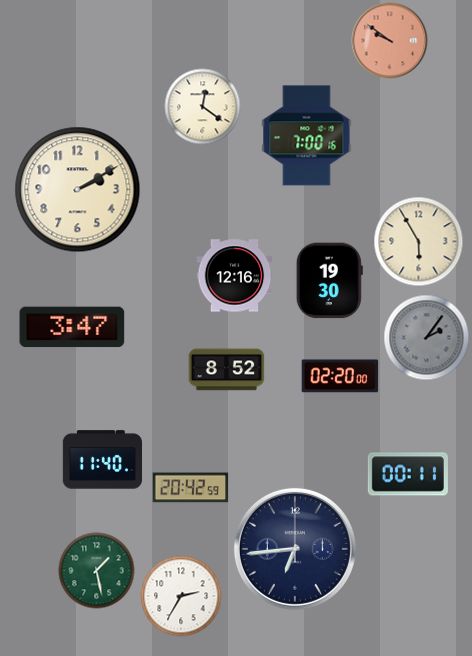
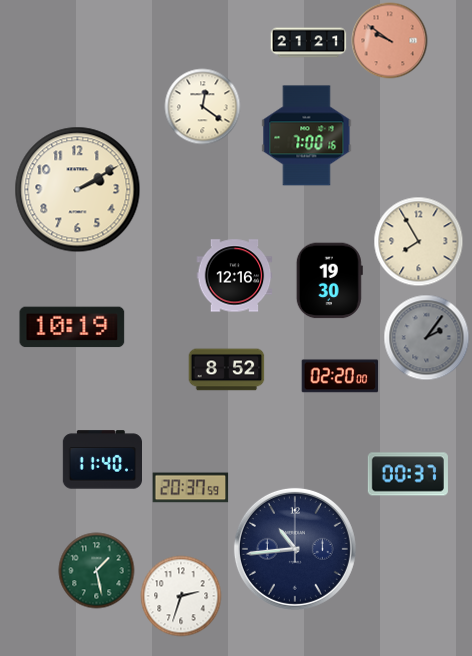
clock at (309, 43): none -> 21:21
clock at (419, 242): 5:55 -> 7:55
clock at (72, 327): 3:47 -> 10:19
clock at (408, 474): 00:11 -> 00:37
clock at (191, 488): 20:42 -> 20:37
clock at (295, 549): 6:44 -> 10:44
clock at (181, 596): 2:35 -> 2:33
